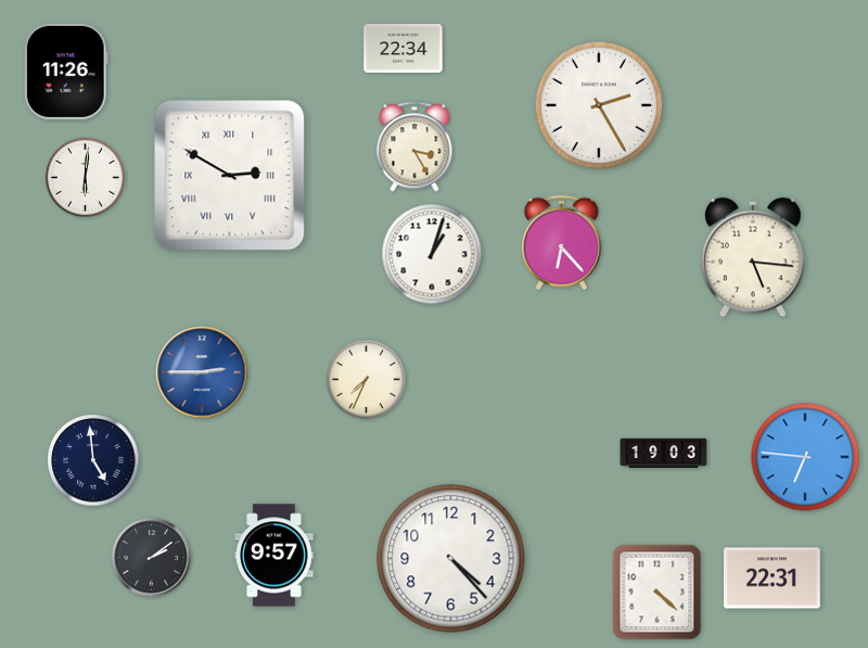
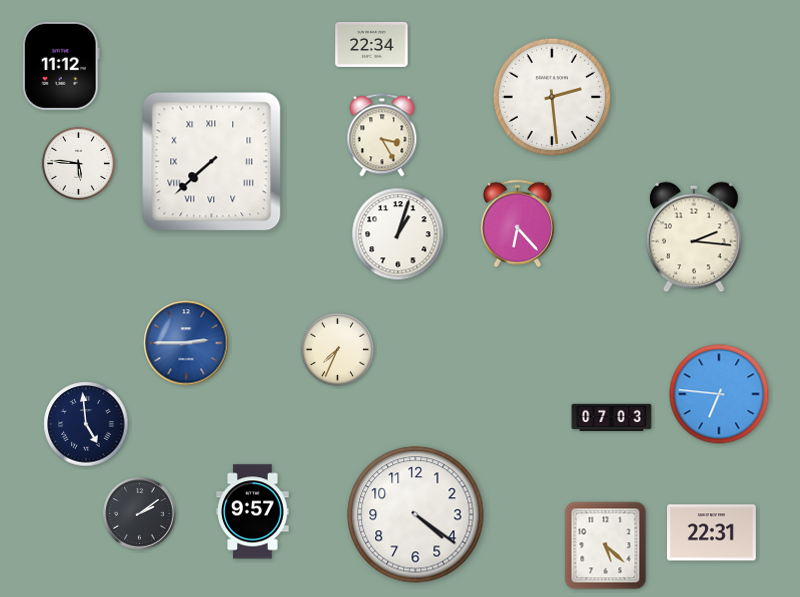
clock at (66, 72): 11:26 -> 11:12
clock at (599, 105): 2:25 -> 2:29
clock at (230, 176): 2:50 -> 7:38
clock at (85, 177): 6:01 -> 5:46
clock at (754, 257): 5:16 -> 2:16
clock at (664, 454): 19:03 -> 07:03
clock at (805, 457) position: (805, 457) -> (719, 394)
clock at (451, 559): 4:23 -> 4:21
clock at (658, 593): 4:22 -> 5:22
